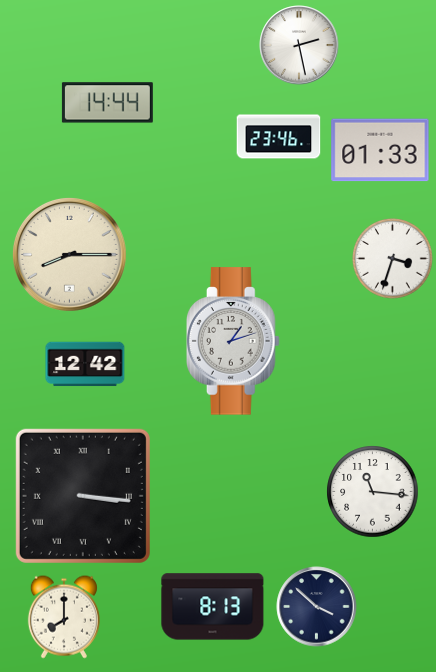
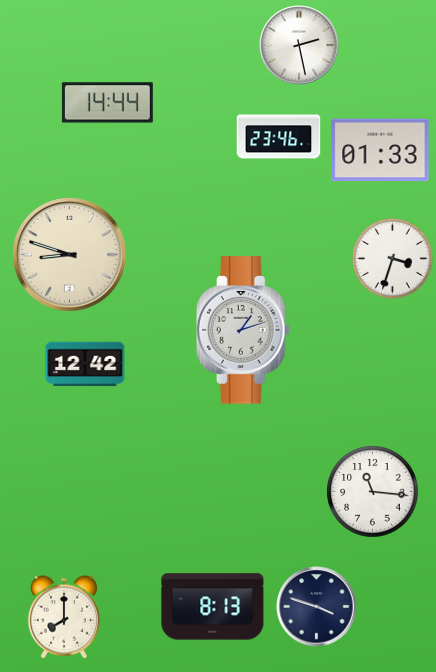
clock at (69, 254): 8:15 -> 8:48
clock at (234, 341) position: (234, 341) -> (244, 330)
clock at (83, 496): 3:16 -> none
clock at (317, 607): 3:52 -> 3:48
